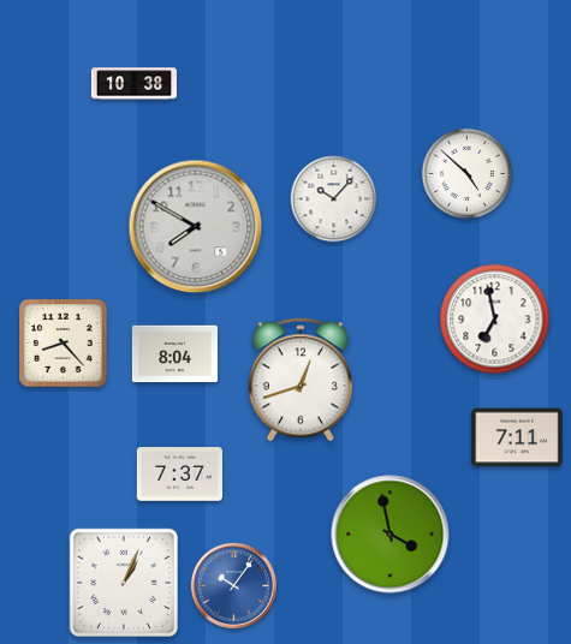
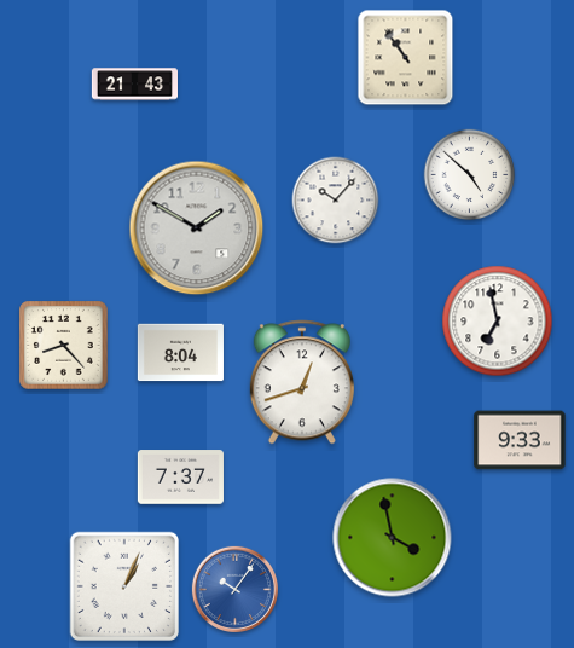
clock at (406, 58): none -> 10:54
clock at (133, 84): 10:38 -> 21:43
clock at (196, 227): 7:50 -> 1:50
clock at (174, 354) position: (174, 354) -> (180, 353)
clock at (517, 437): 7:11 -> 9:33
